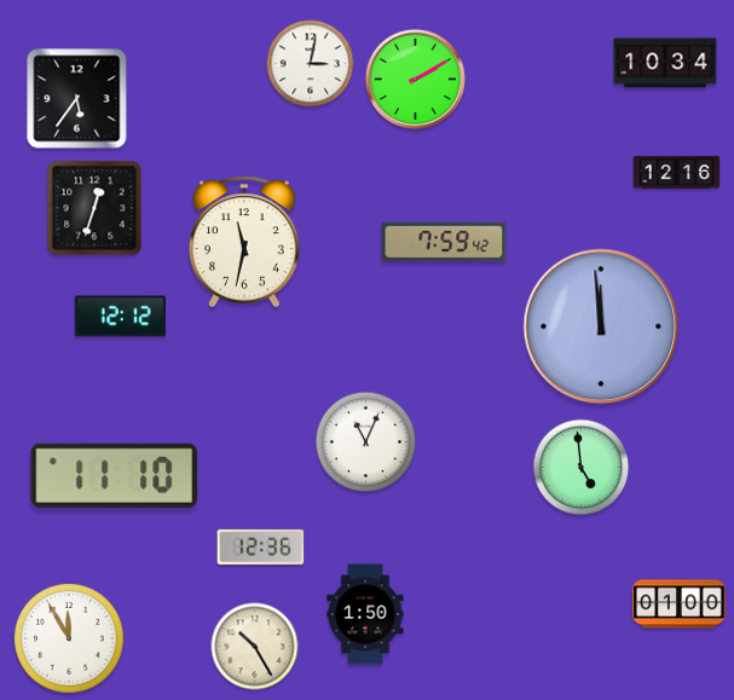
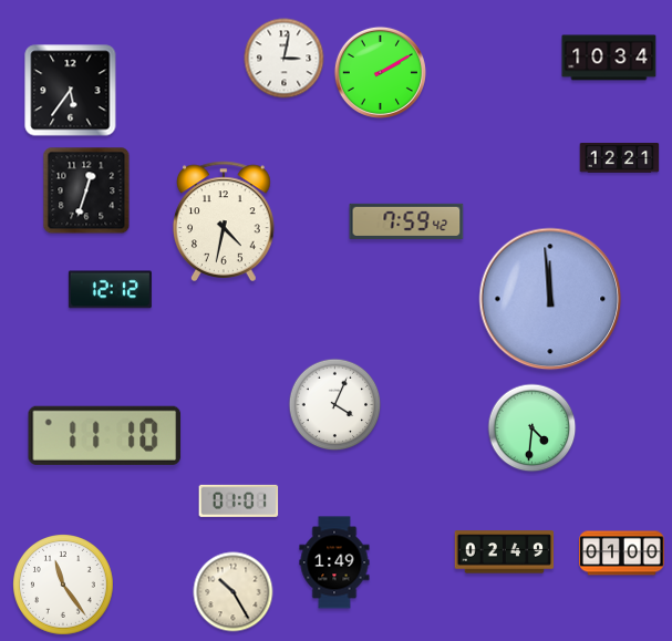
clock at (677, 173): 12:16 -> 12:21
clock at (245, 241): 11:32 -> 4:32
clock at (366, 442): 11:04 -> 4:04
clock at (582, 468): 4:59 -> 4:31
clock at (261, 546): 12:36 -> 01:01
clock at (505, 552): none -> 02:49
clock at (365, 614): 1:50 -> 1:49
clock at (70, 640): 11:55 -> 11:24
